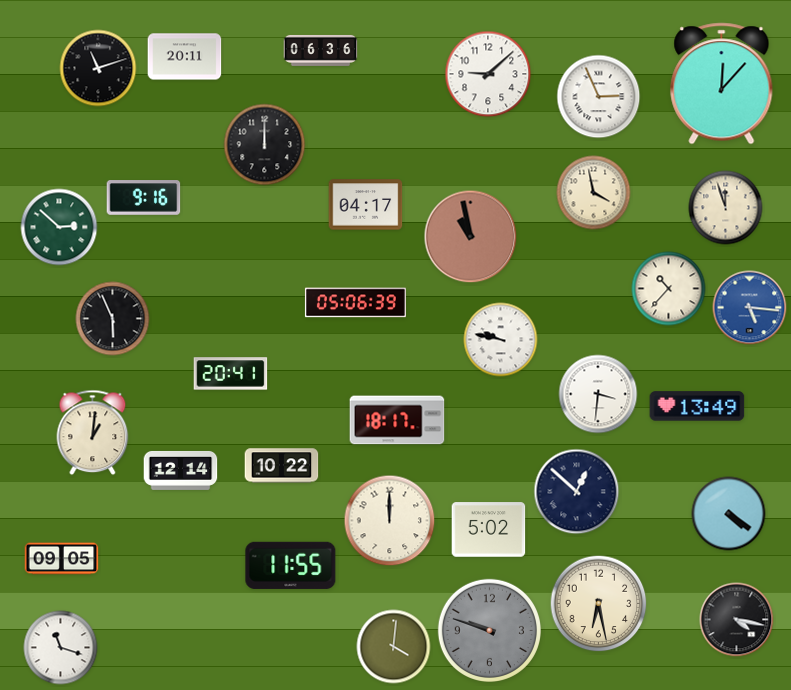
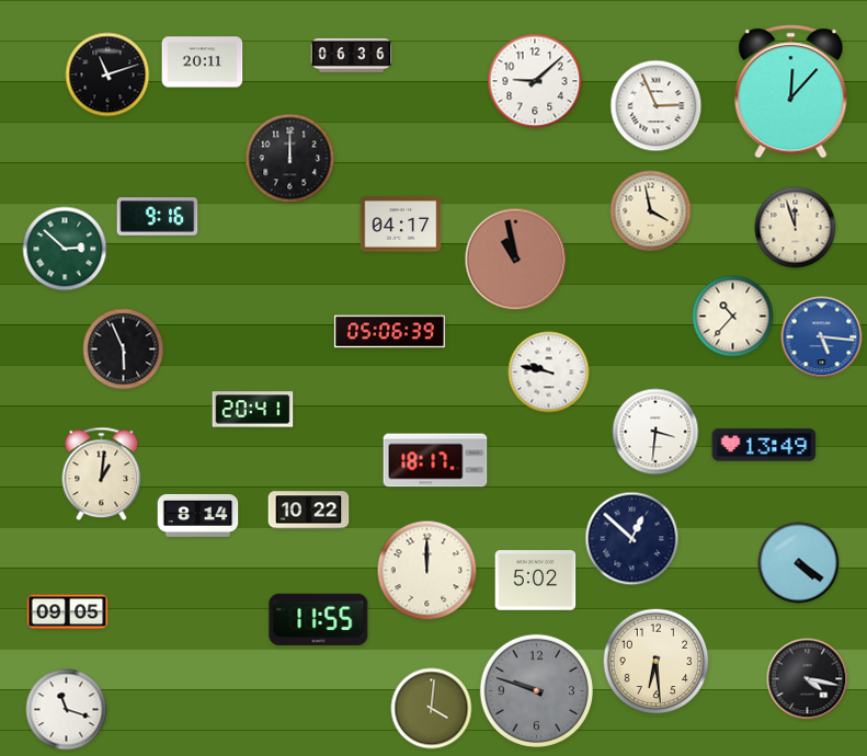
clock at (181, 470): 12:14 -> 8:14
clock at (599, 604): 6:28 -> 6:29
